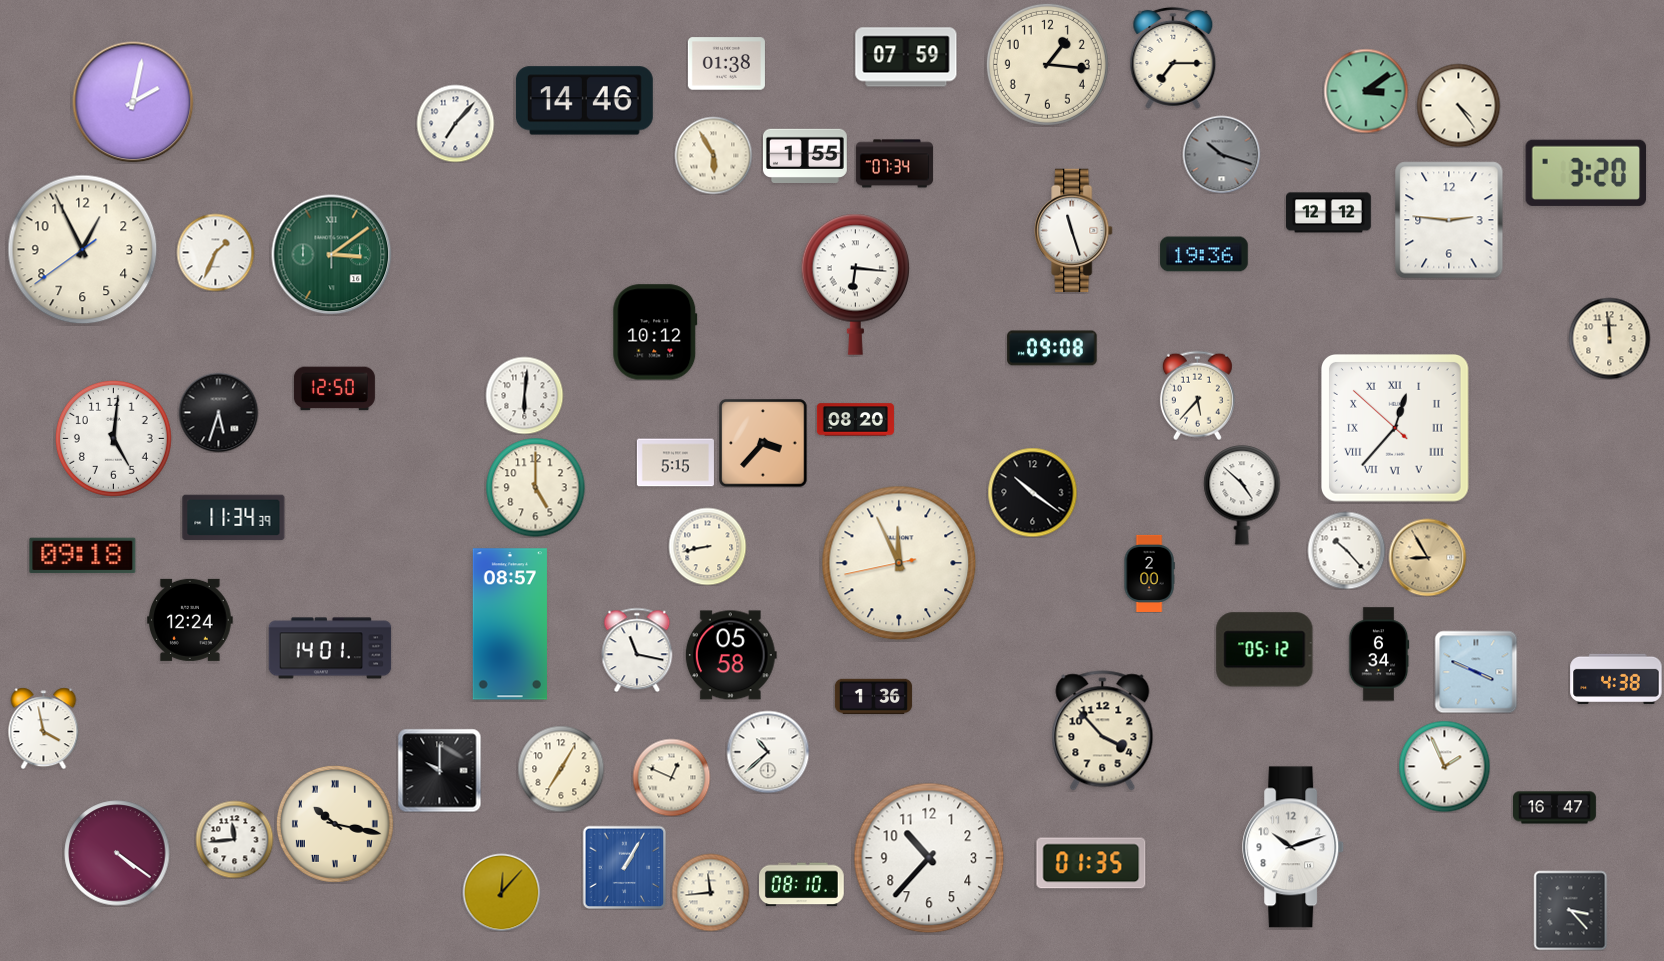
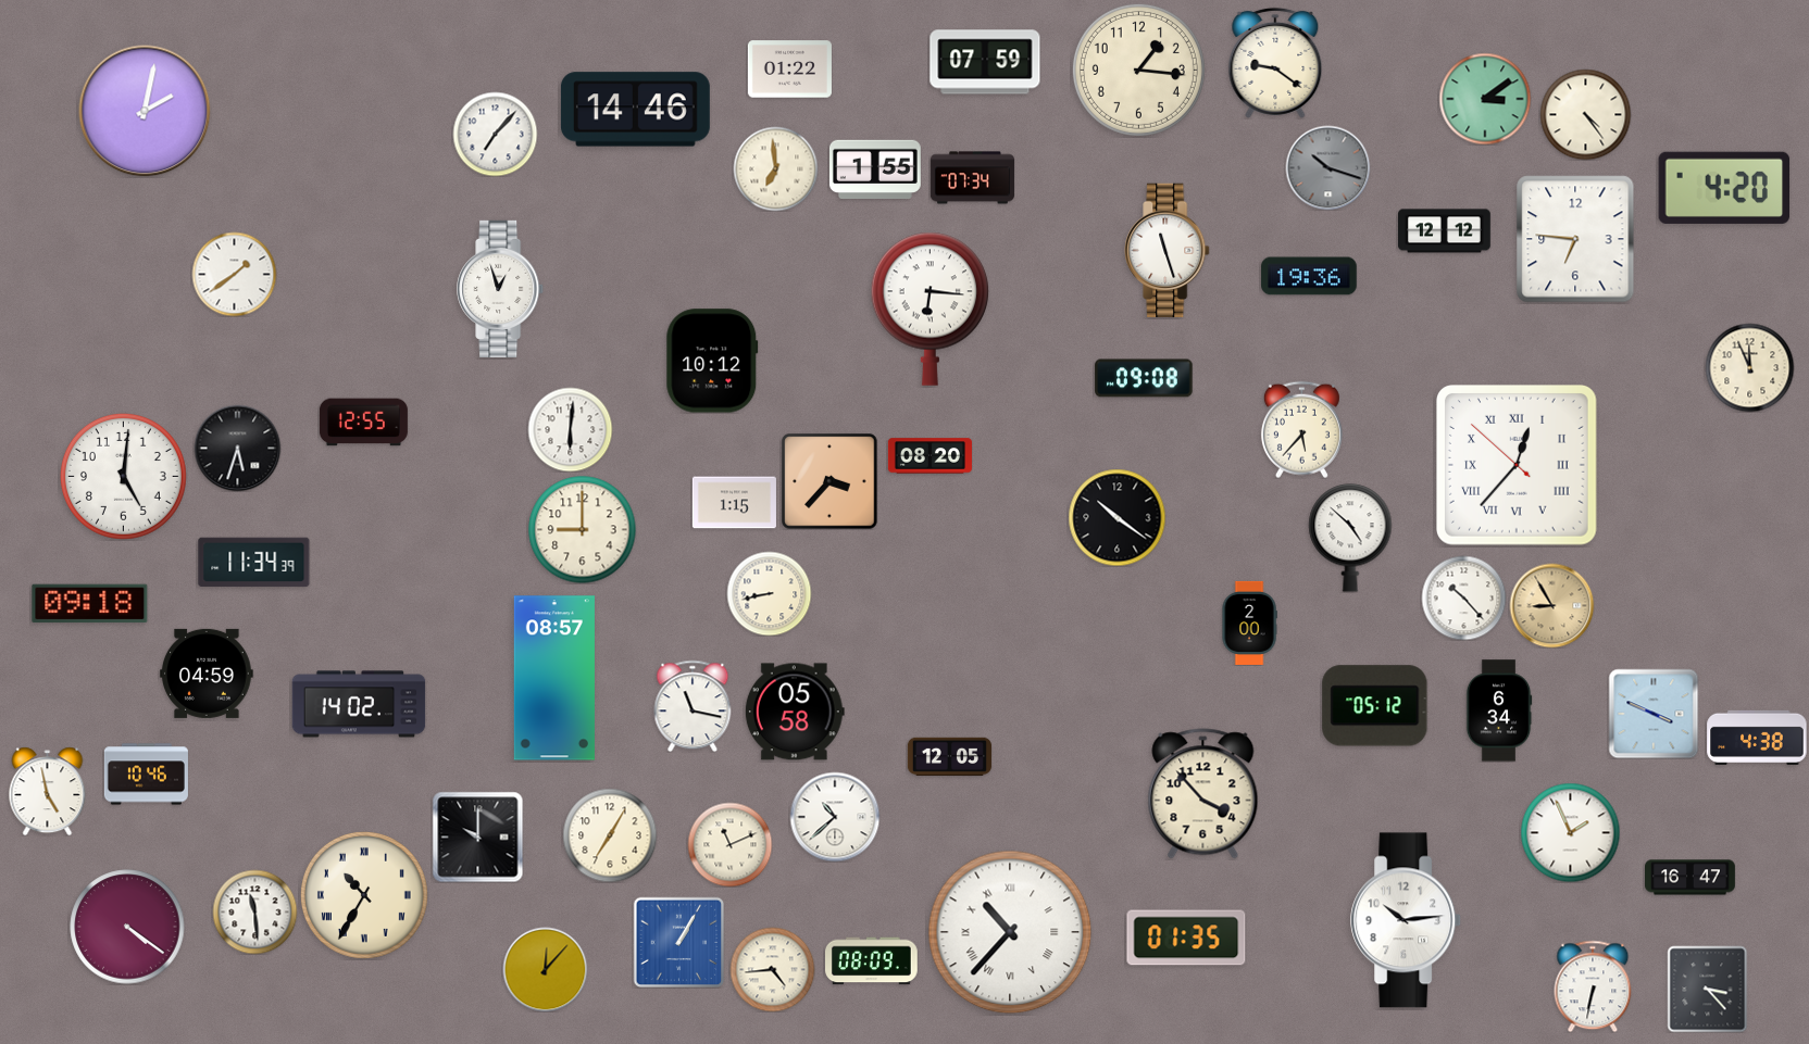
clock at (1173, 58): 7:15 -> 9:21
clock at (726, 64): 01:38 -> 01:22
clock at (713, 155): 5:55 -> 6:59
clock at (1586, 173): 3:20 -> 4:20
clock at (1449, 220): 2:46 -> 6:46
clock at (83, 250): 12:55 -> none
clock at (215, 252): 1:34 -> 1:39
clock at (332, 255): 3:09 -> none
clock at (501, 288): none -> 12:57
clock at (1609, 338): 11:59 -> 11:56
clock at (334, 389): 12:50 -> 12:55
clock at (675, 463): 5:15 -> 1:15
clock at (536, 488): 5:00 -> 9:00
clock at (1032, 492) position: (1032, 492) -> (1116, 517)
clock at (899, 563): 11:55 -> none
clock at (191, 620): 12:24 -> 04:59
clock at (330, 648): 14:01 -> 14:02
clock at (1476, 672) position: (1476, 672) -> (1654, 714)
clock at (873, 697): 1:36 -> 12:05
clock at (146, 775): none -> 10:46
clock at (44, 728): 3:58 -> 4:58
clock at (1103, 731) position: (1103, 731) -> (1203, 794)
clock at (671, 777): 12:49 -> 11:11
clock at (335, 824): 10:17 -> 10:35
clock at (234, 839): 11:44 -> 11:29
clock at (1294, 847): 10:12 -> 10:14
clock at (929, 858) numerals: Arabic -> Roman
clock at (802, 885): 08:10 -> 08:09
clock at (710, 892): 11:44 -> 4:44
clock at (1593, 986): none -> 6:32
